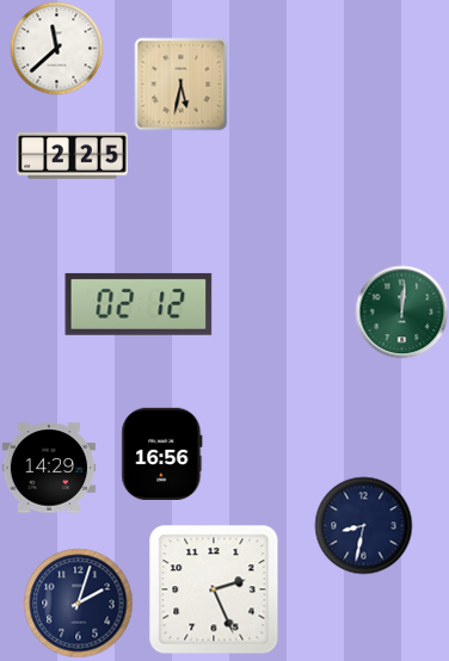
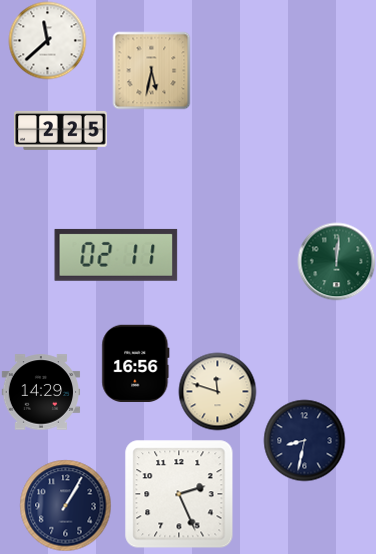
clock at (139, 304): 02:12 -> 02:11
clock at (162, 453) position: (162, 453) -> (136, 363)
clock at (217, 391): none -> 11:48
clock at (78, 603): 2:03 -> 1:05
